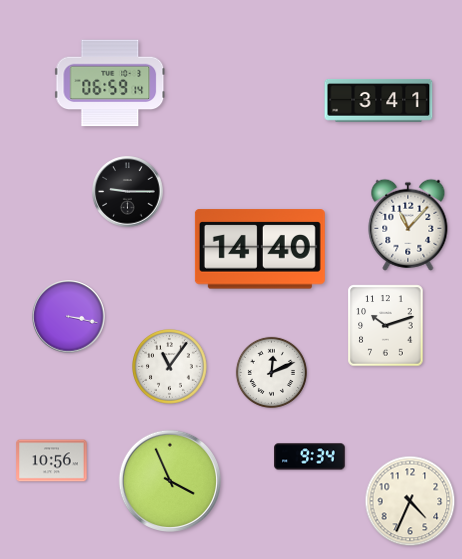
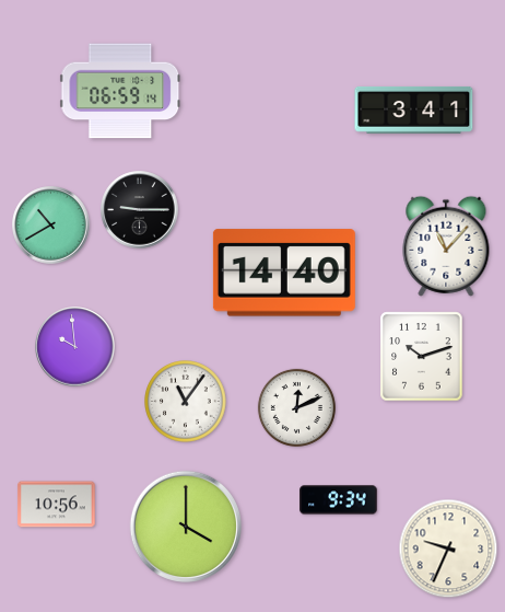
clock at (51, 226): none -> 10:40
clock at (69, 317): 3:17 -> 9:59
clock at (169, 480): 3:56 -> 4:00
clock at (410, 501): 4:34 -> 9:34
